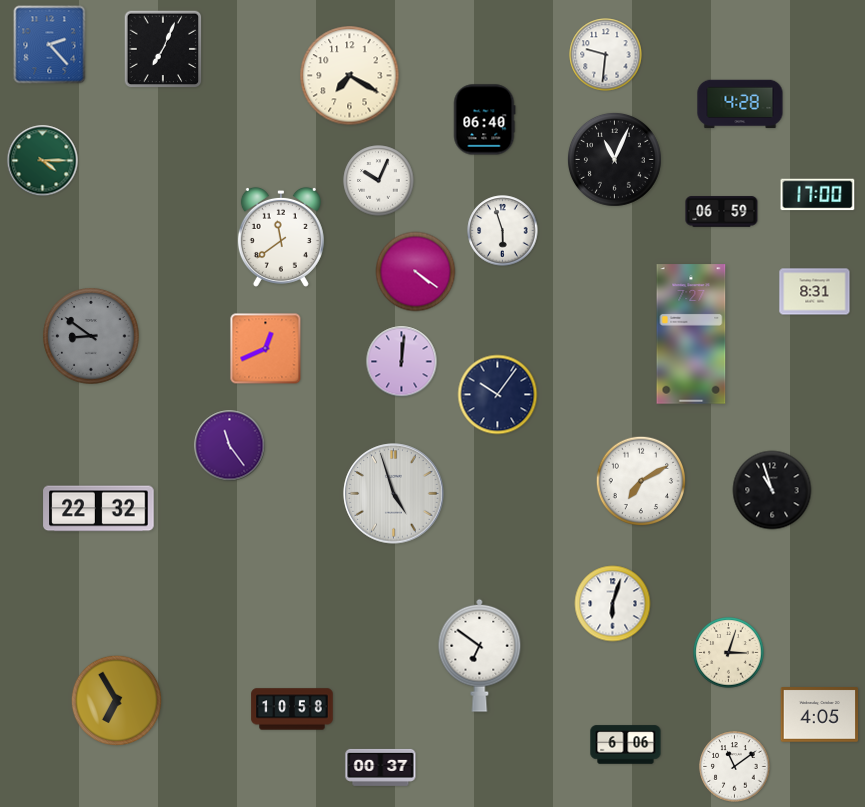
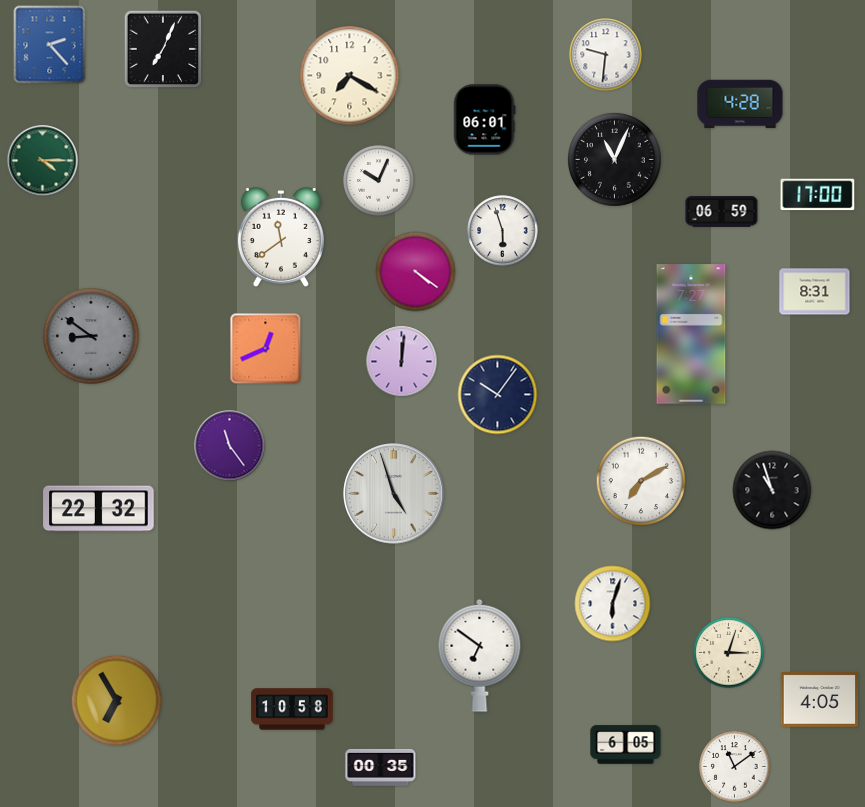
clock at (484, 120): 06:40 -> 06:01
clock at (820, 715) position: (820, 715) -> (820, 700)
clock at (626, 745): 6:06 -> 6:05
clock at (381, 767): 00:37 -> 00:35
